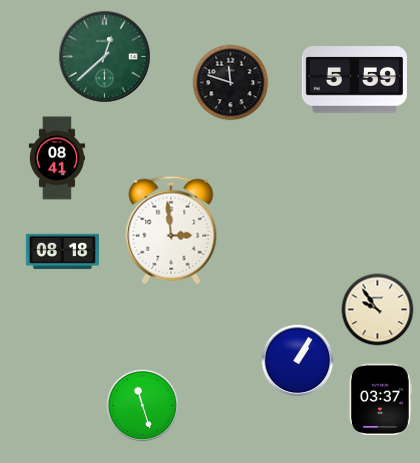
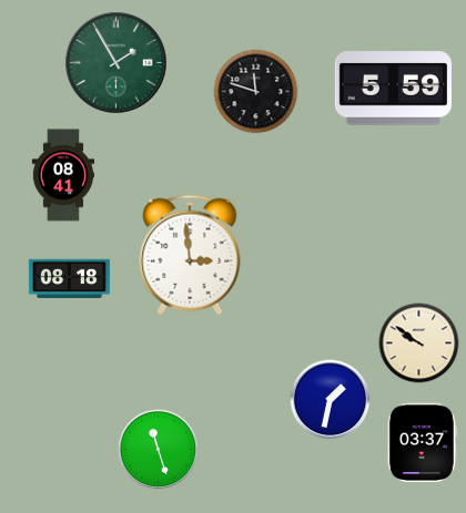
clock at (105, 57): 12:38 -> 1:55
clock at (378, 310): 9:54 -> 9:51
clock at (298, 361): 1:05 -> 1:32
